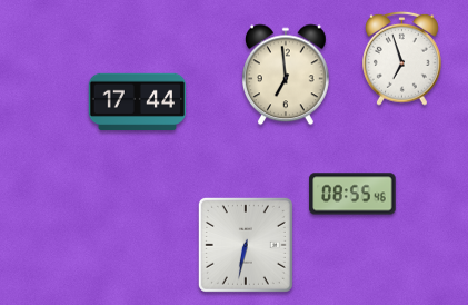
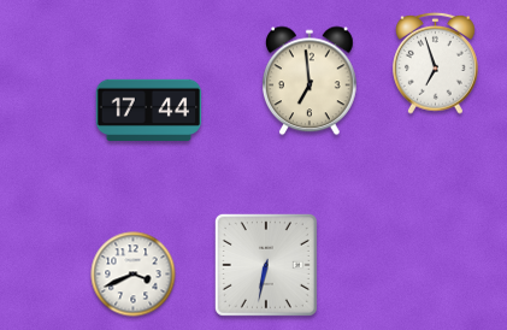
clock at (352, 194): 08:55 -> none
clock at (134, 275): none -> 3:41
